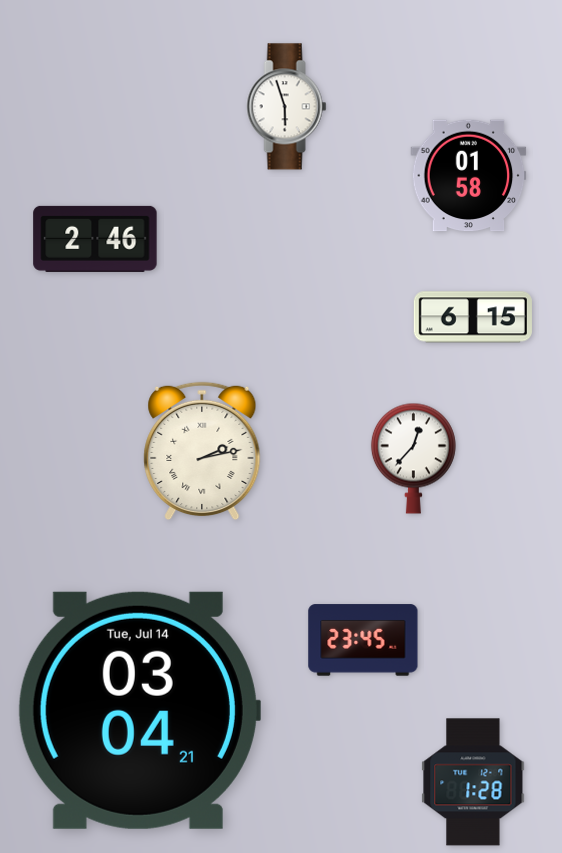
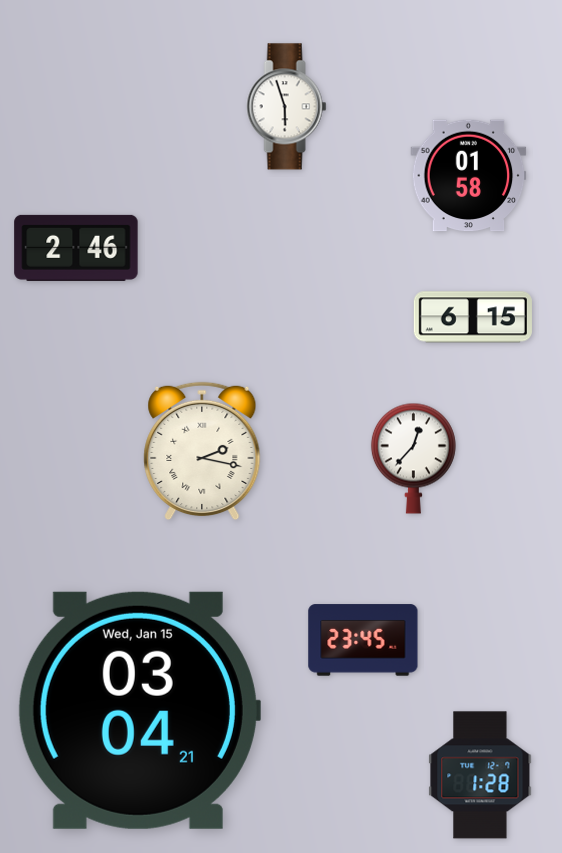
clock at (95, 239) position: (95, 239) -> (76, 248)
clock at (202, 451): 2:13 -> 2:17
clock at (139, 710) date: Tue, Jul 14 -> Wed, Jan 15
clock at (473, 782) position: (473, 782) -> (480, 775)
